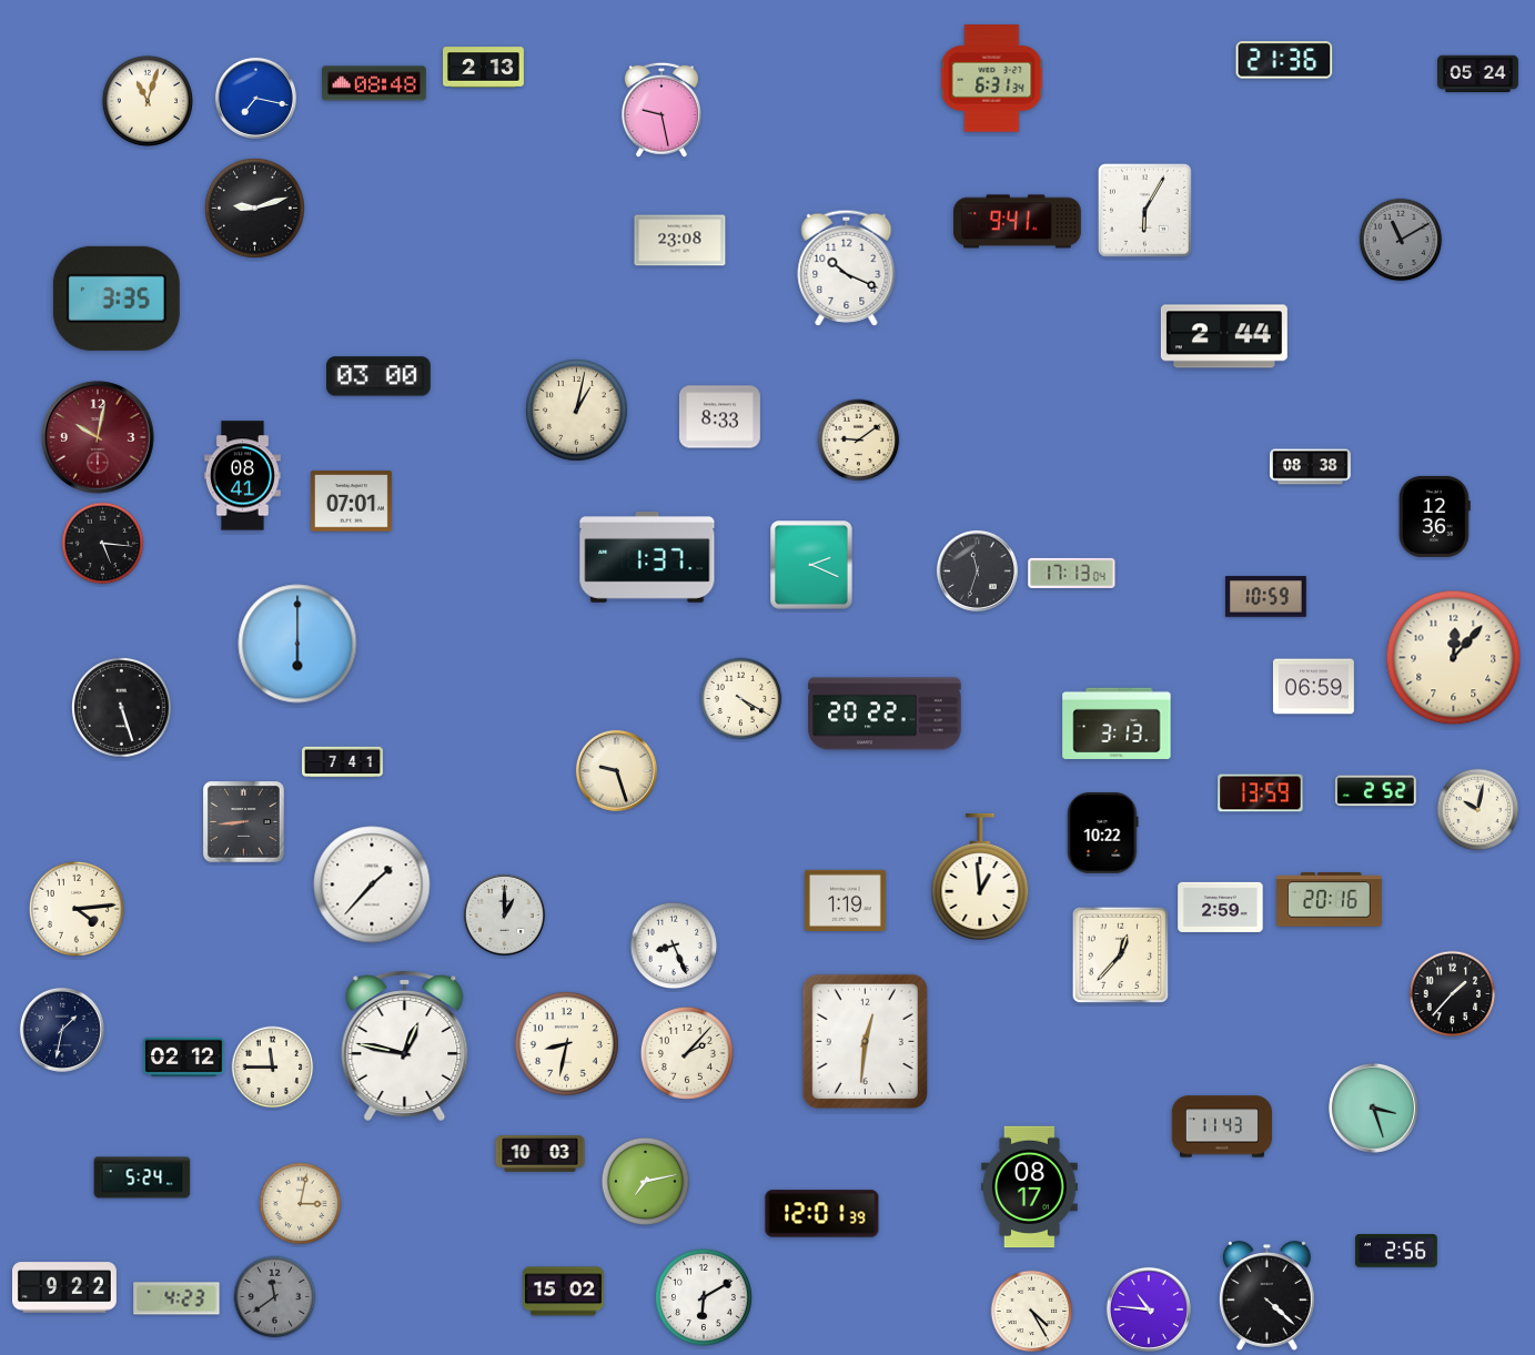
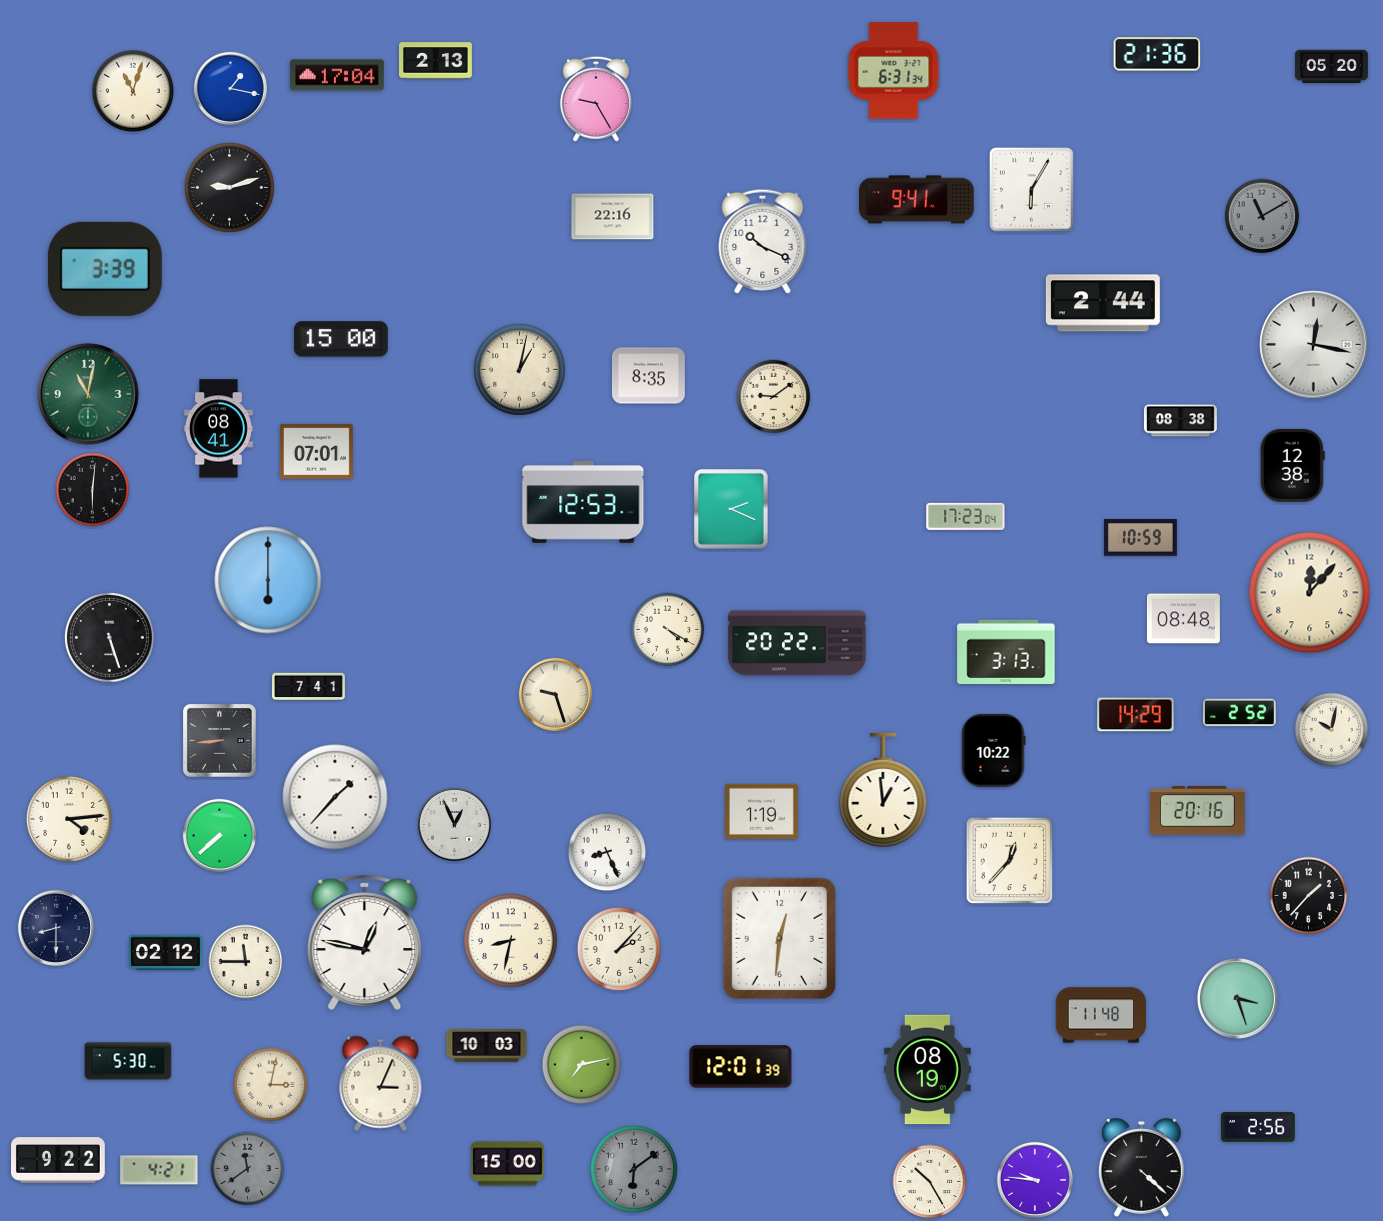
clock at (1478, 74): 05:24 -> 05:20
clock at (375, 83): 08:48 -> 17:04
clock at (255, 98): 7:17 -> 1:17
clock at (662, 110): 9:28 -> 9:25
clock at (680, 241): 23:08 -> 22:16
clock at (117, 299): 3:35 -> 3:39
clock at (378, 376): 03:00 -> 15:00
clock at (1314, 345): none -> 12:17
clock at (719, 417): 8:33 -> 8:35
clock at (98, 437): 10:02 -> 11:02
clock at (98, 437) dial: burgundy -> green
clock at (1434, 516): 12:36 -> 12:38
clock at (103, 544): 5:16 -> 6:01
clock at (647, 558): 1:37 -> 12:53
clock at (977, 570): 11:33 -> none
clock at (1072, 573): 17:13 -> 17:23
clock at (1313, 687): 06:59 -> 08:48
clock at (1261, 793): 13:59 -> 14:29
clock at (1221, 907): 2:59 -> none
clock at (504, 914): 1:00 -> 12:56
clock at (219, 835): none -> 7:38
clock at (62, 1030): 1:32 -> 8:30
clock at (1221, 1126): 11:43 -> 11:48
clock at (541, 1154) position: (541, 1154) -> (487, 1046)
clock at (142, 1177): 5:24 -> 5:30
clock at (1030, 1187): 08:17 -> 08:19
clock at (381, 1084): none -> 3:04
clock at (822, 1214) position: (822, 1214) -> (741, 1067)
clock at (563, 1292): 15:02 -> 15:00
clock at (704, 1297): 6:10 -> 6:09
clock at (704, 1297) dial: white -> grey
clock at (176, 1298): 4:23 -> 4:21
clock at (1149, 1310): 10:46 -> 9:46
clock at (1032, 1312): 4:25 -> 10:25
